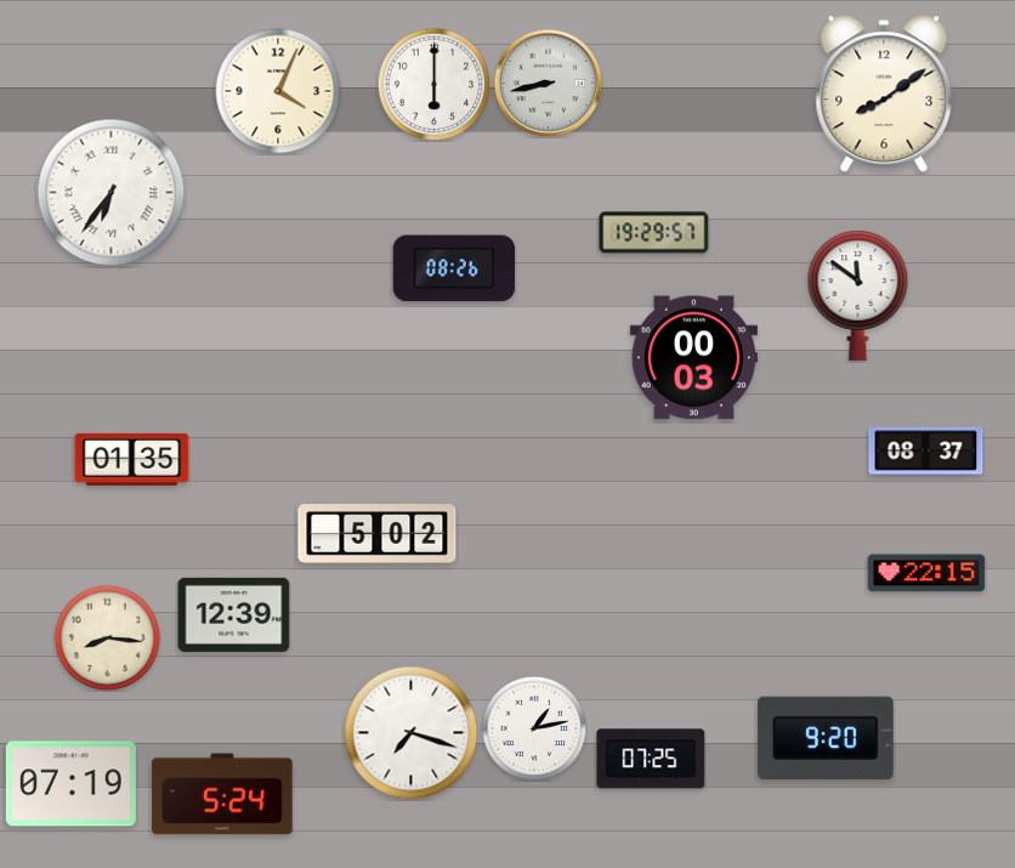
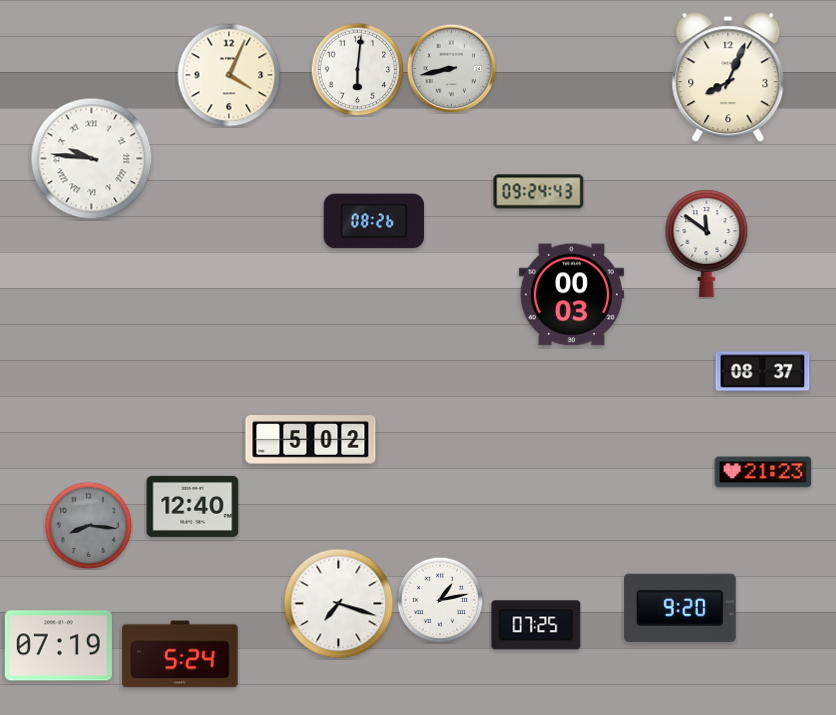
clock at (433, 84): 6:00 -> 6:01
clock at (884, 95): 8:09 -> 8:04
clock at (112, 193): 6:36 -> 9:46
clock at (654, 233): 19:29 -> 09:24
clock at (132, 459): 01:35 -> none
clock at (926, 573): 22:15 -> 21:23
clock at (234, 614): 12:39 -> 12:40
clock at (107, 637) dial: cream -> grey
clock at (222, 794) position: (222, 794) -> (180, 654)
